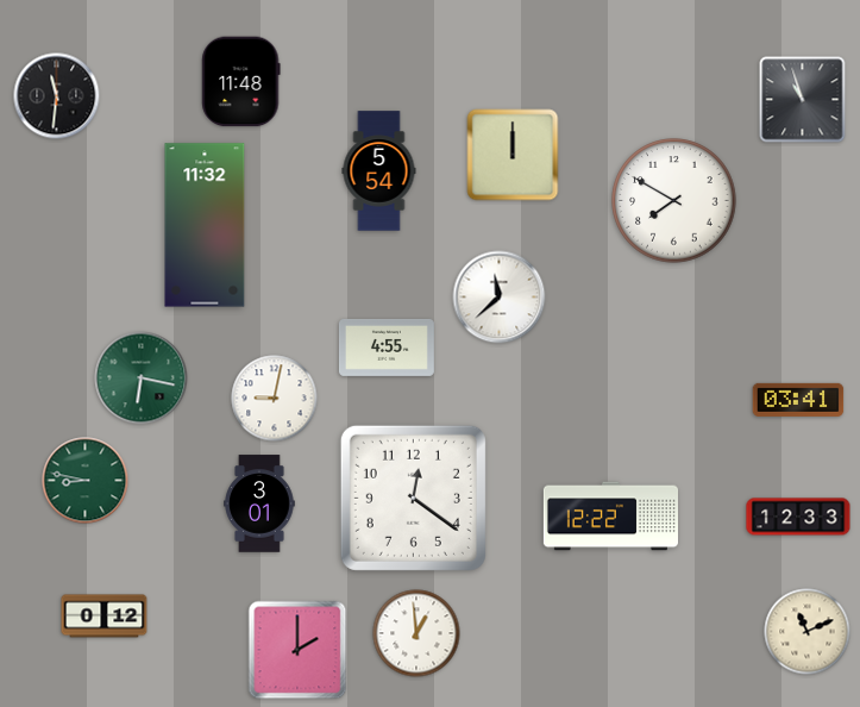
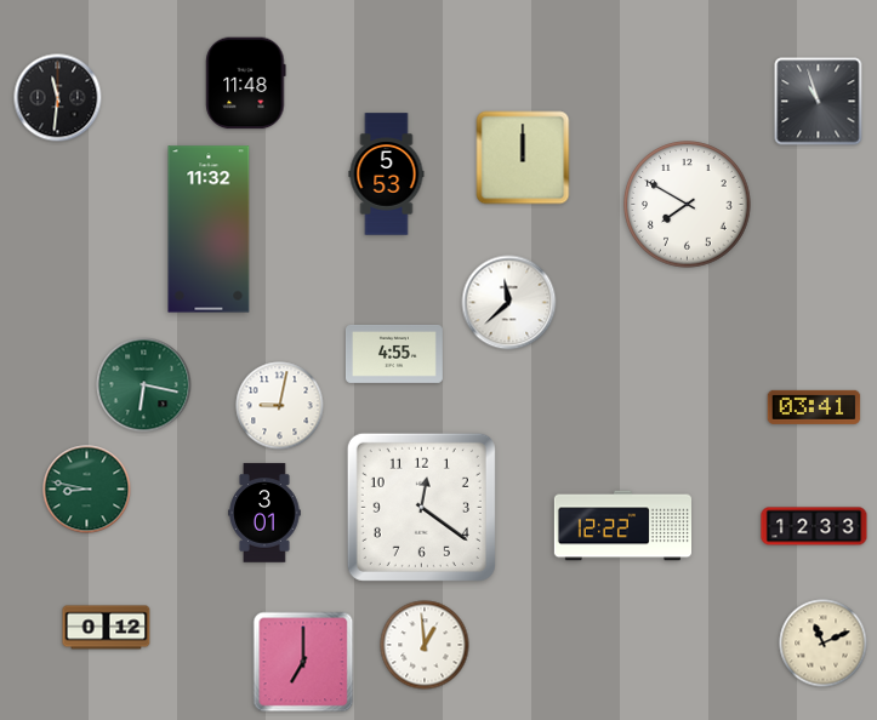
clock at (379, 171): 5:54 -> 5:53
clock at (297, 650): 2:00 -> 7:00
